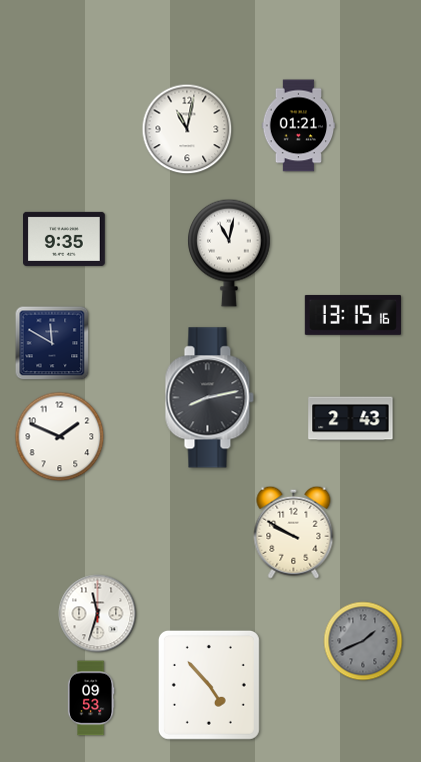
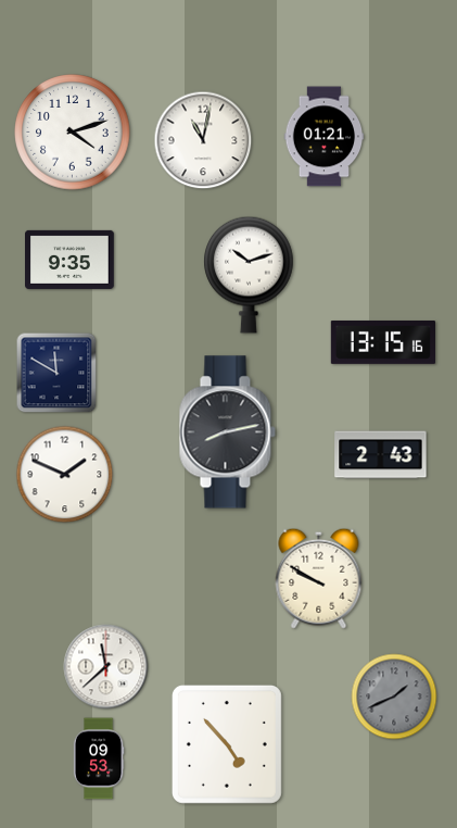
clock at (73, 133): none -> 4:12
clock at (229, 253): 11:02 -> 10:12
clock at (98, 614): 11:33 -> 11:38
